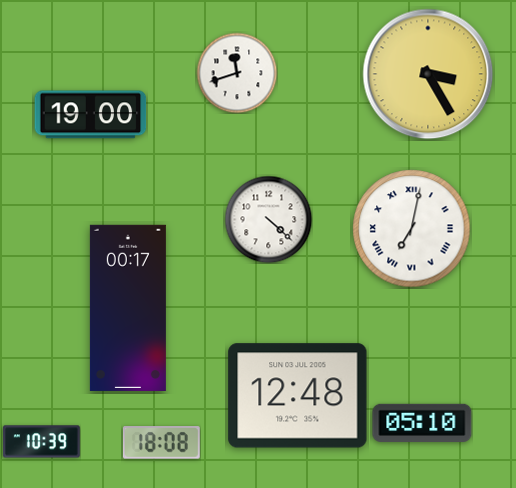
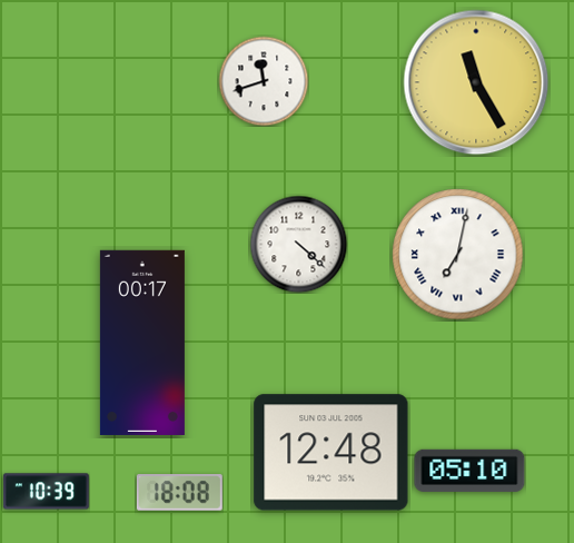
clock at (428, 74): 3:25 -> 11:25
clock at (91, 115): 19:00 -> none
clock at (298, 396) position: (298, 396) -> (331, 453)
